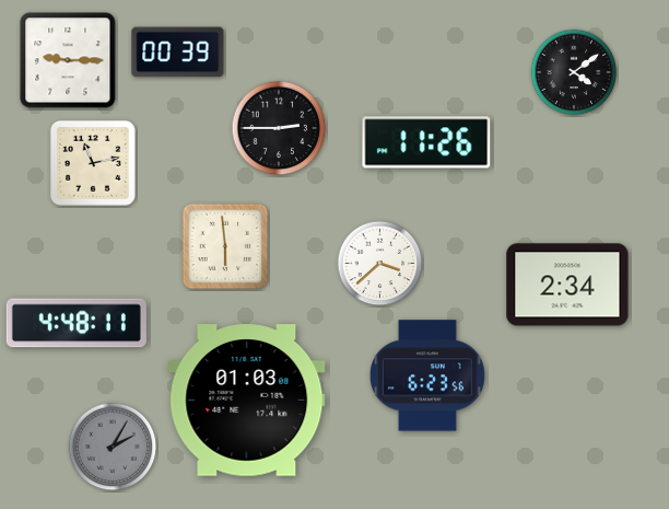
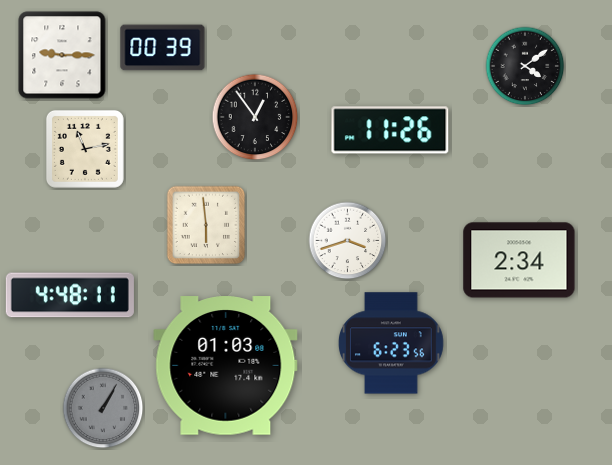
clock at (279, 128): 2:45 -> 12:54
clock at (380, 264): 3:38 -> 3:42
clock at (113, 447): 2:05 -> 1:05
